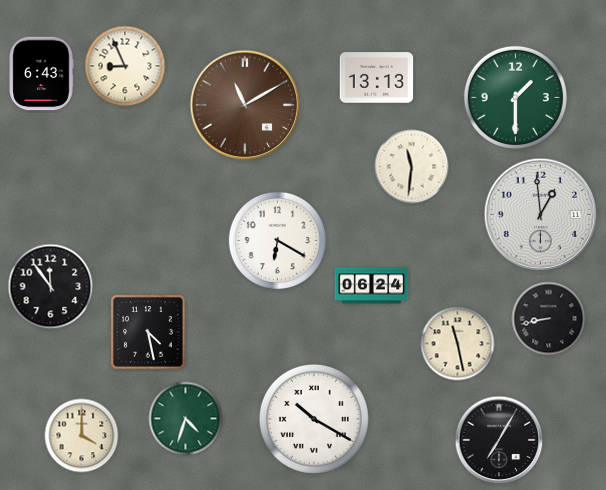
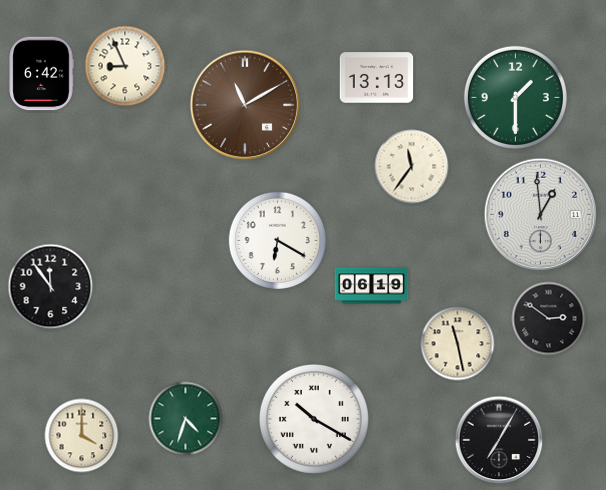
clock at (41, 74): 6:43 -> 6:42
clock at (412, 167): 11:31 -> 11:36
clock at (372, 286): 06:24 -> 06:19
clock at (549, 319): 8:43 -> 2:51
clock at (148, 332): 4:28 -> none
